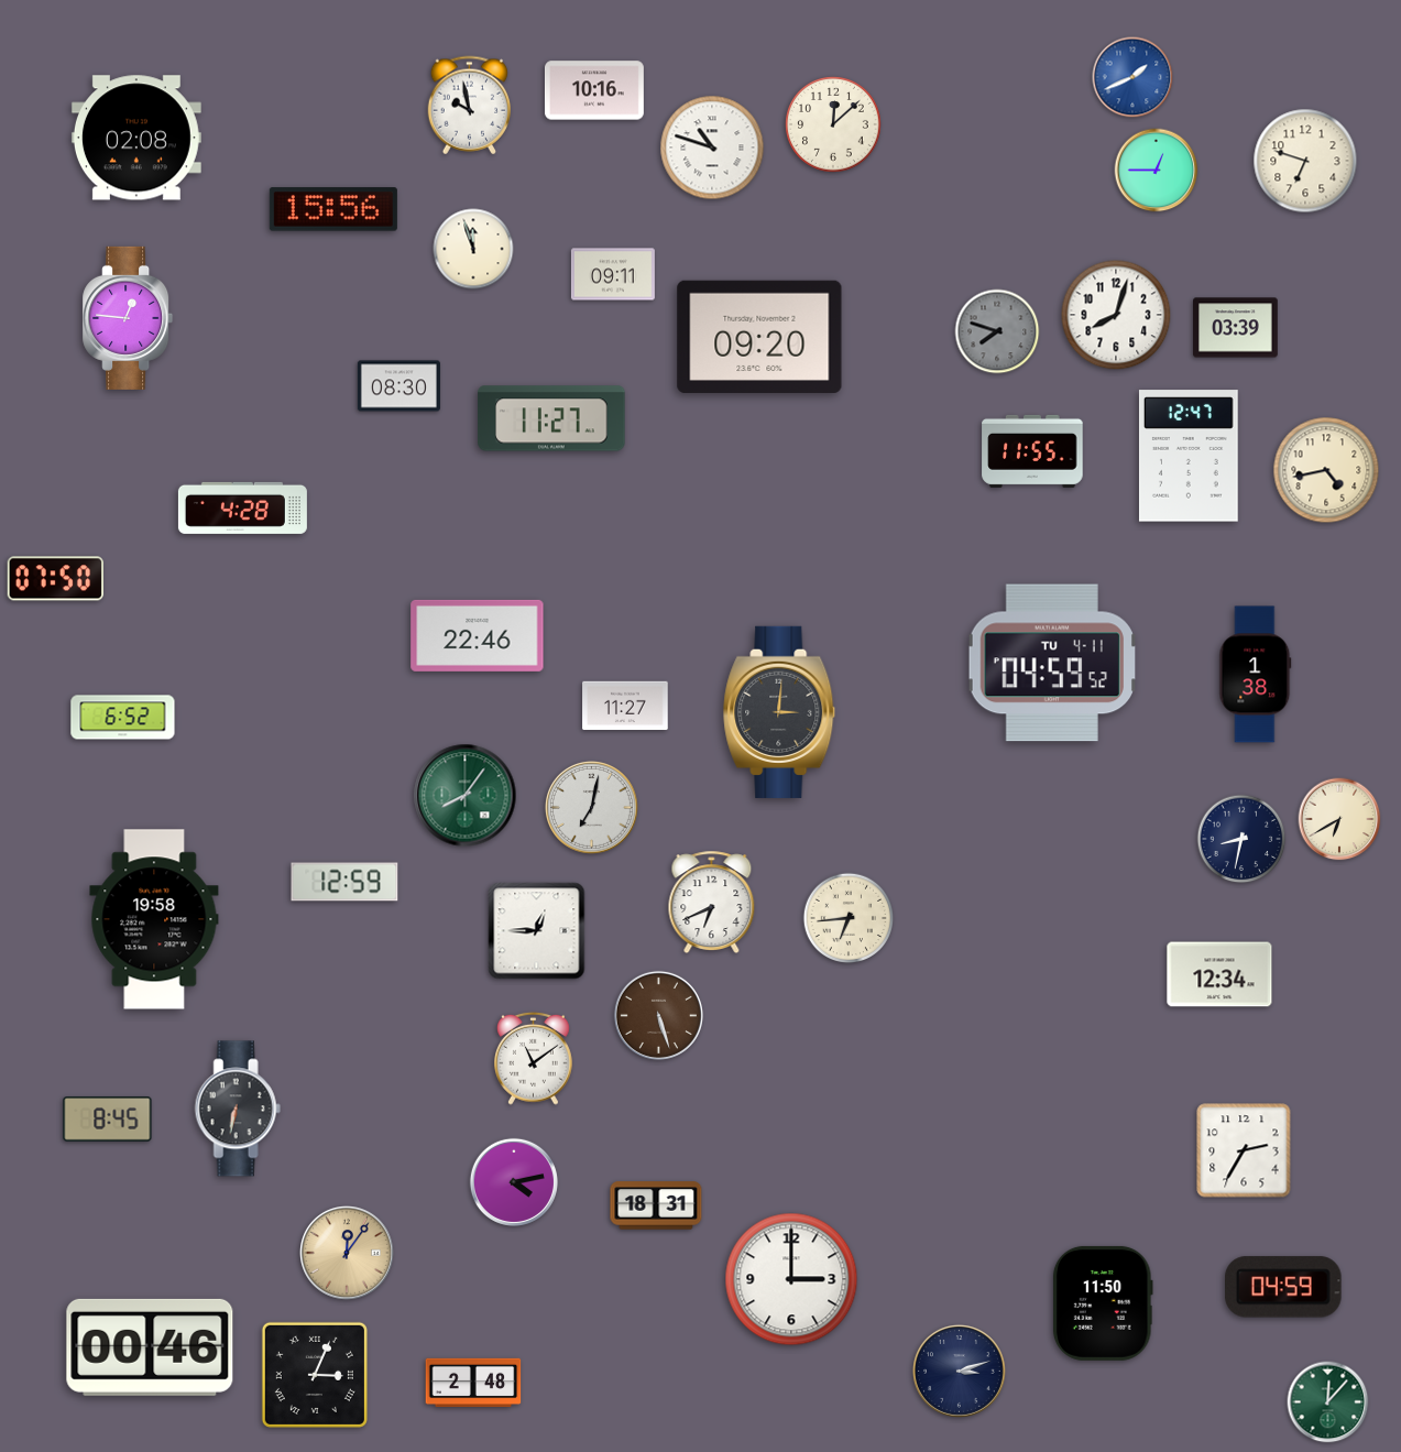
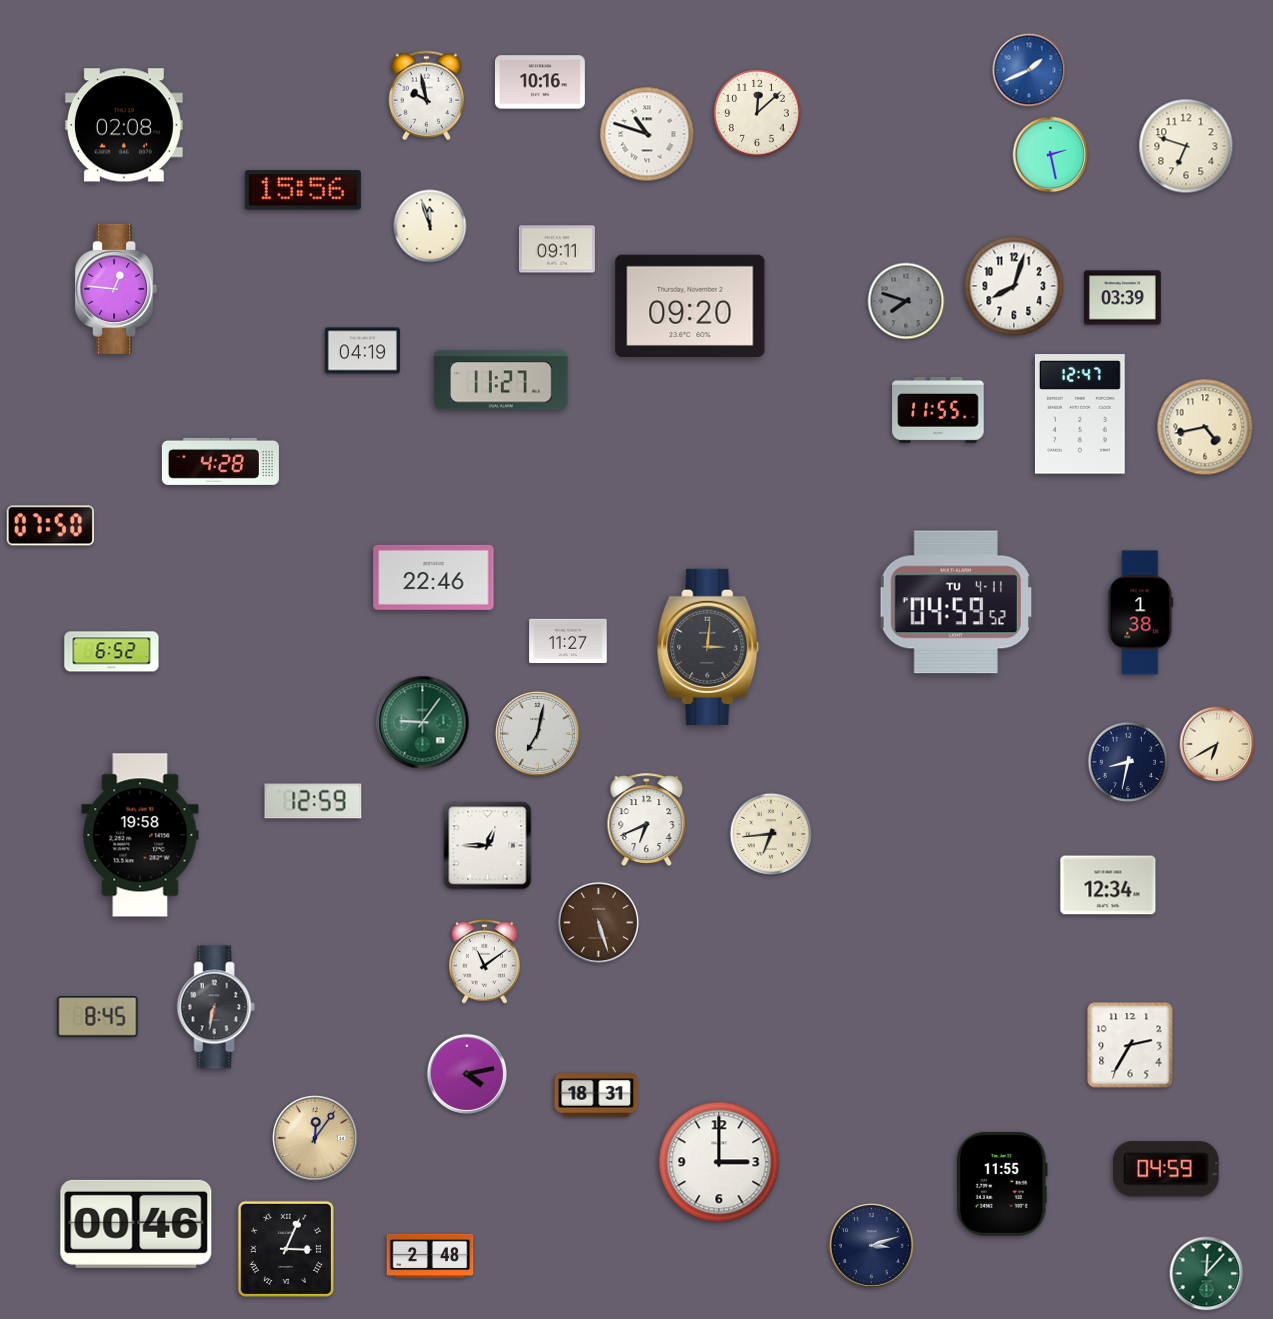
clock at (1157, 171): 12:45 -> 2:28
clock at (398, 386): 08:30 -> 04:19
clock at (466, 796): 8:06 -> 9:06
clock at (1103, 1303): 11:50 -> 11:55
